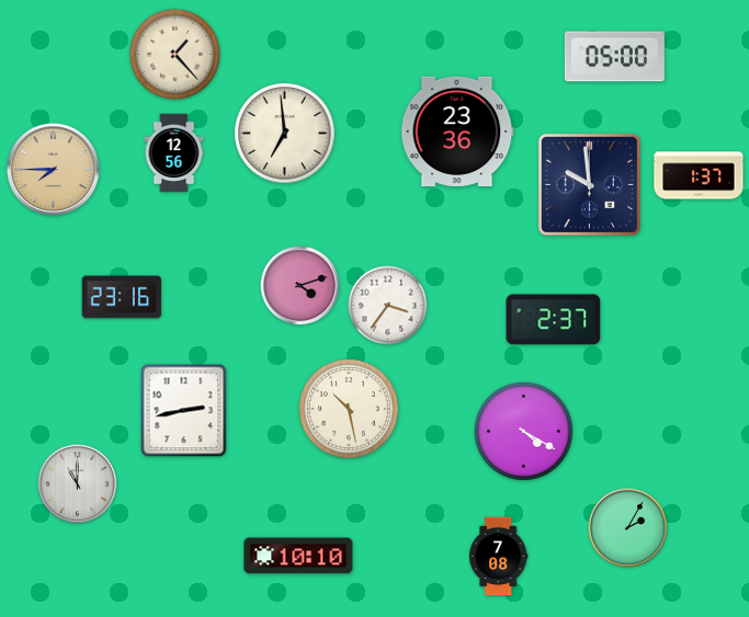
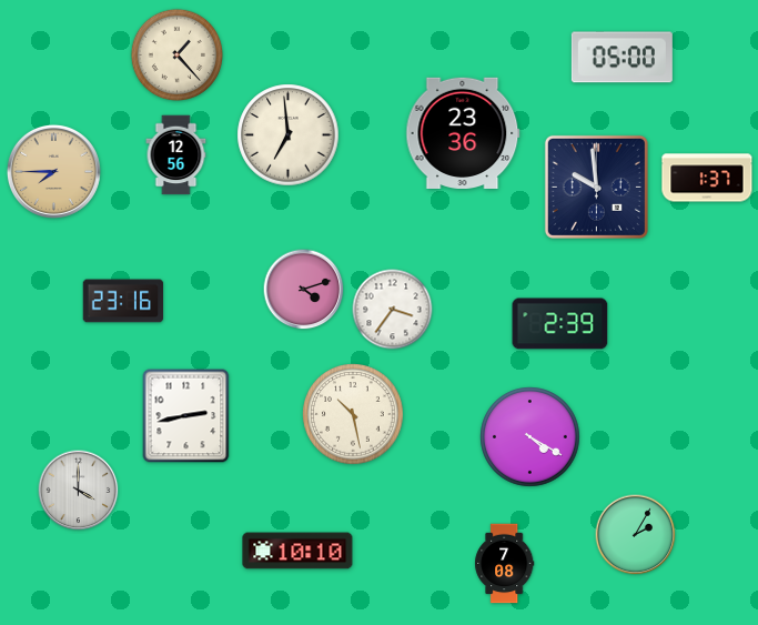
clock at (554, 320): 2:37 -> 2:39
clock at (78, 484): 11:00 -> 4:00
clock at (298, 556) position: (298, 556) -> (297, 551)
